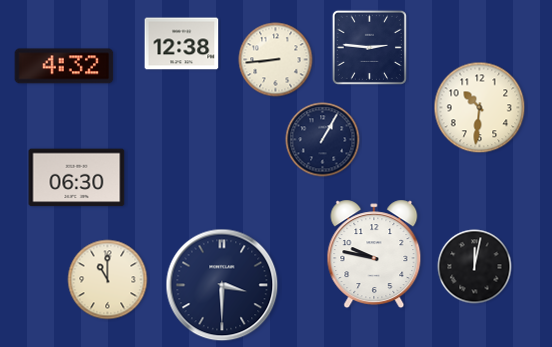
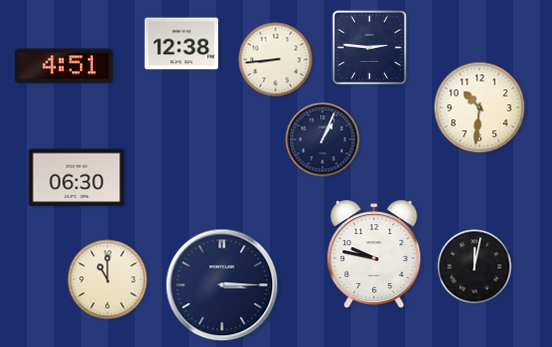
clock at (64, 66): 4:32 -> 4:51
clock at (323, 140): 1:05 -> 1:04
clock at (222, 285): 3:30 -> 3:15
